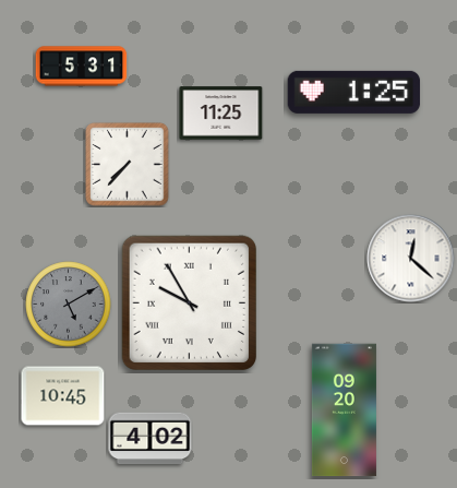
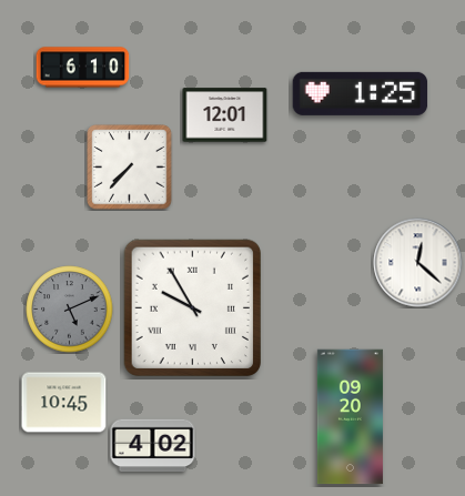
clock at (82, 67): 5:31 -> 6:10
clock at (221, 114): 11:25 -> 12:01
clock at (69, 305): 5:10 -> 5:11
